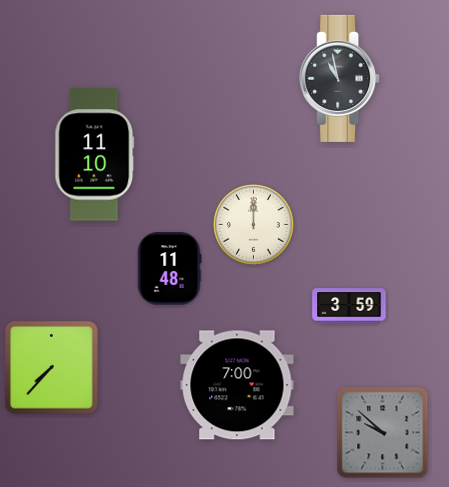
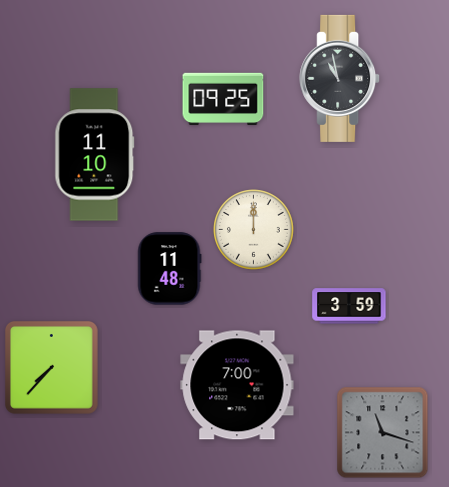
clock at (223, 99): none -> 09:25
clock at (254, 225) position: (254, 225) -> (254, 230)
clock at (383, 433): 9:52 -> 11:18
